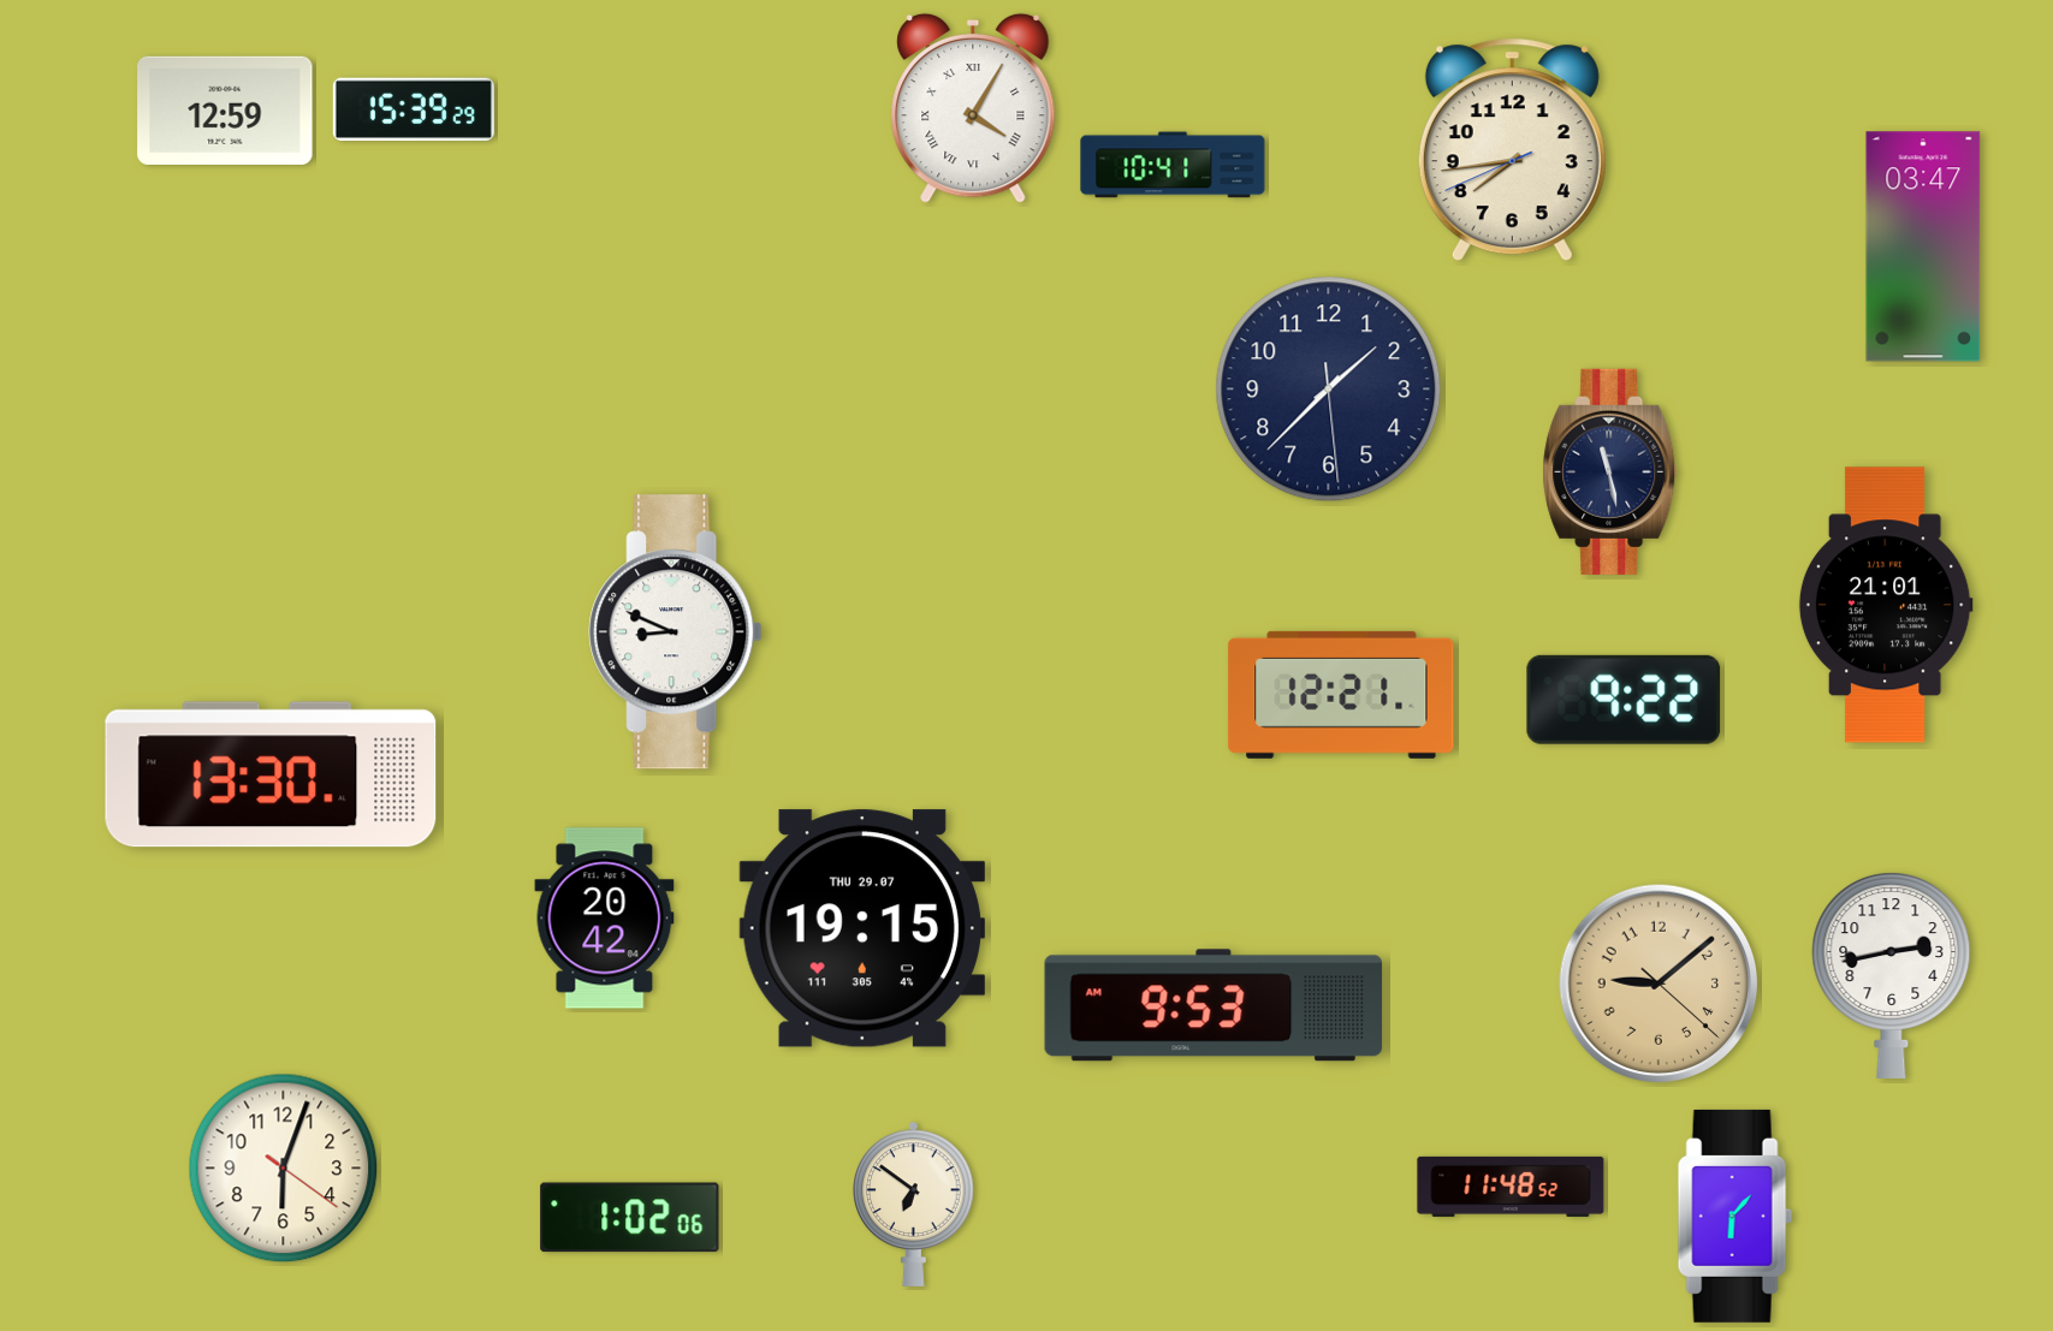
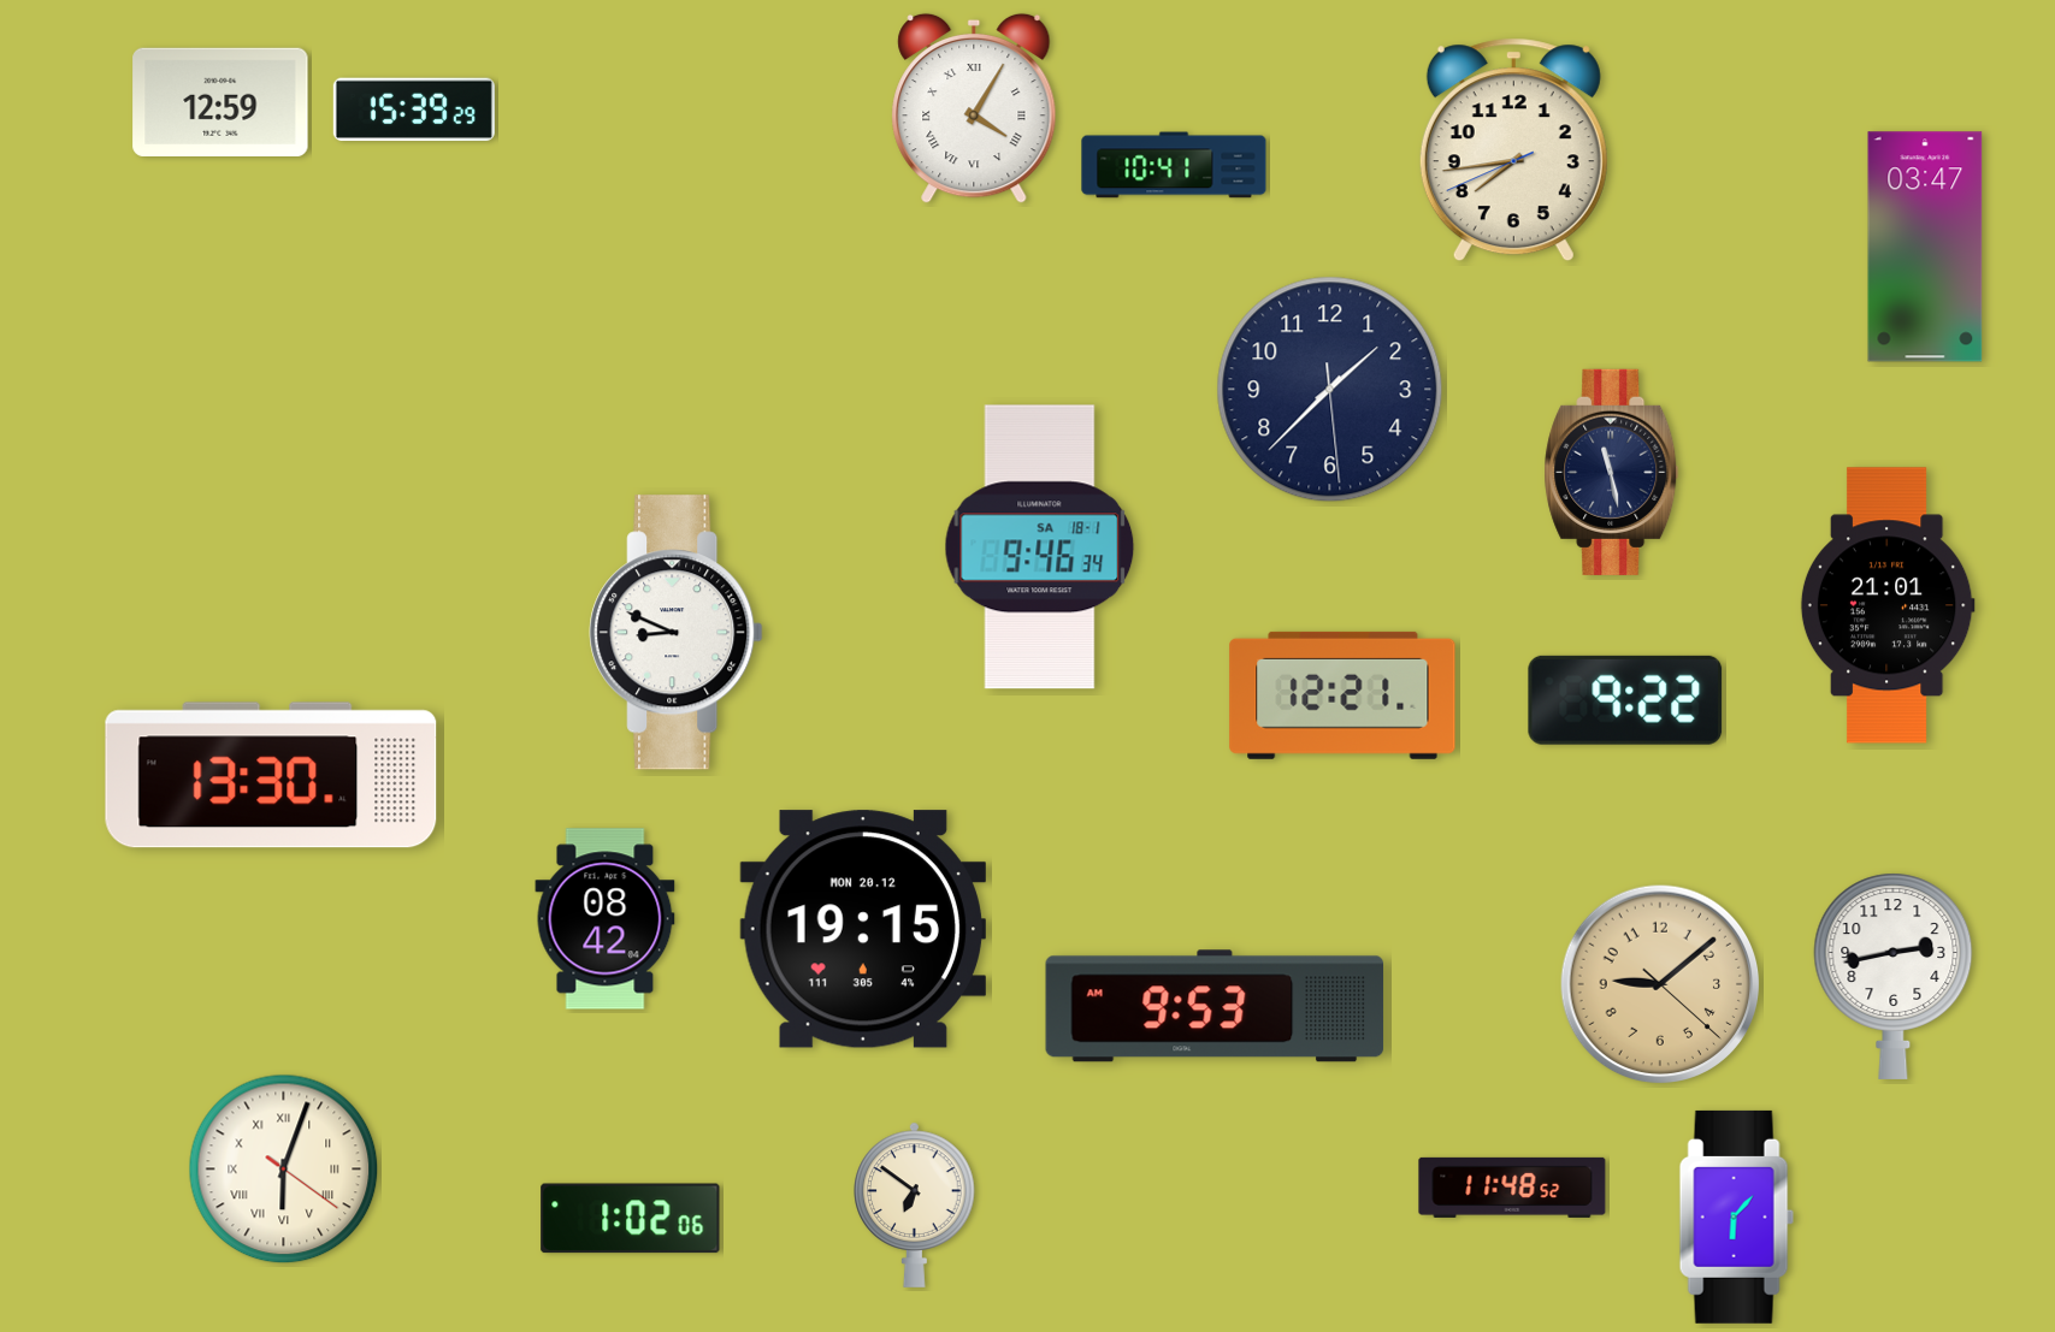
clock at (225, 111) position: (225, 111) -> (220, 102)
clock at (1040, 547): none -> 9:46
clock at (605, 919): 20:42 -> 08:42
clock at (861, 928) date: THU 29.07 -> MON 20.12
clock at (284, 1169) numerals: Arabic -> Roman
